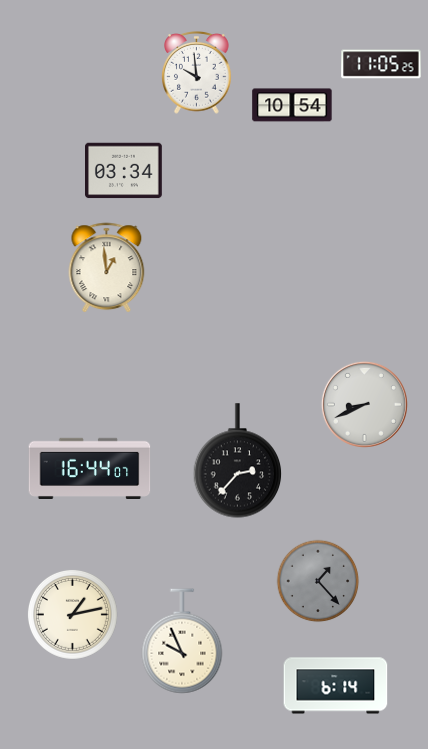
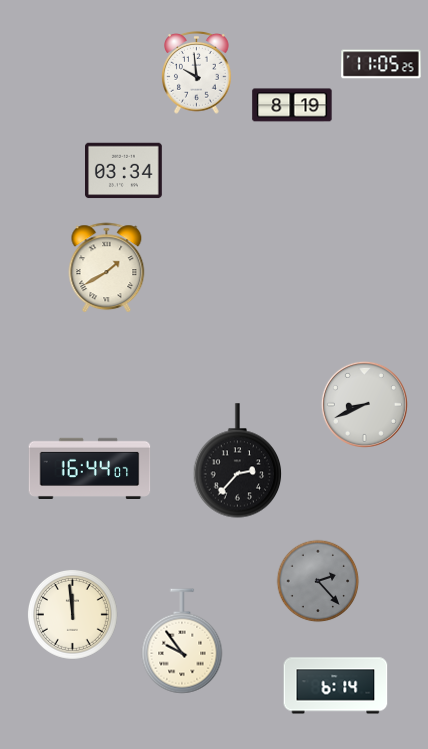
clock at (292, 105): 10:54 -> 8:19
clock at (107, 268): 12:59 -> 1:40
clock at (318, 581): 1:23 -> 2:23
clock at (72, 614): 1:13 -> 11:59
clock at (182, 641): 9:56 -> 9:54
